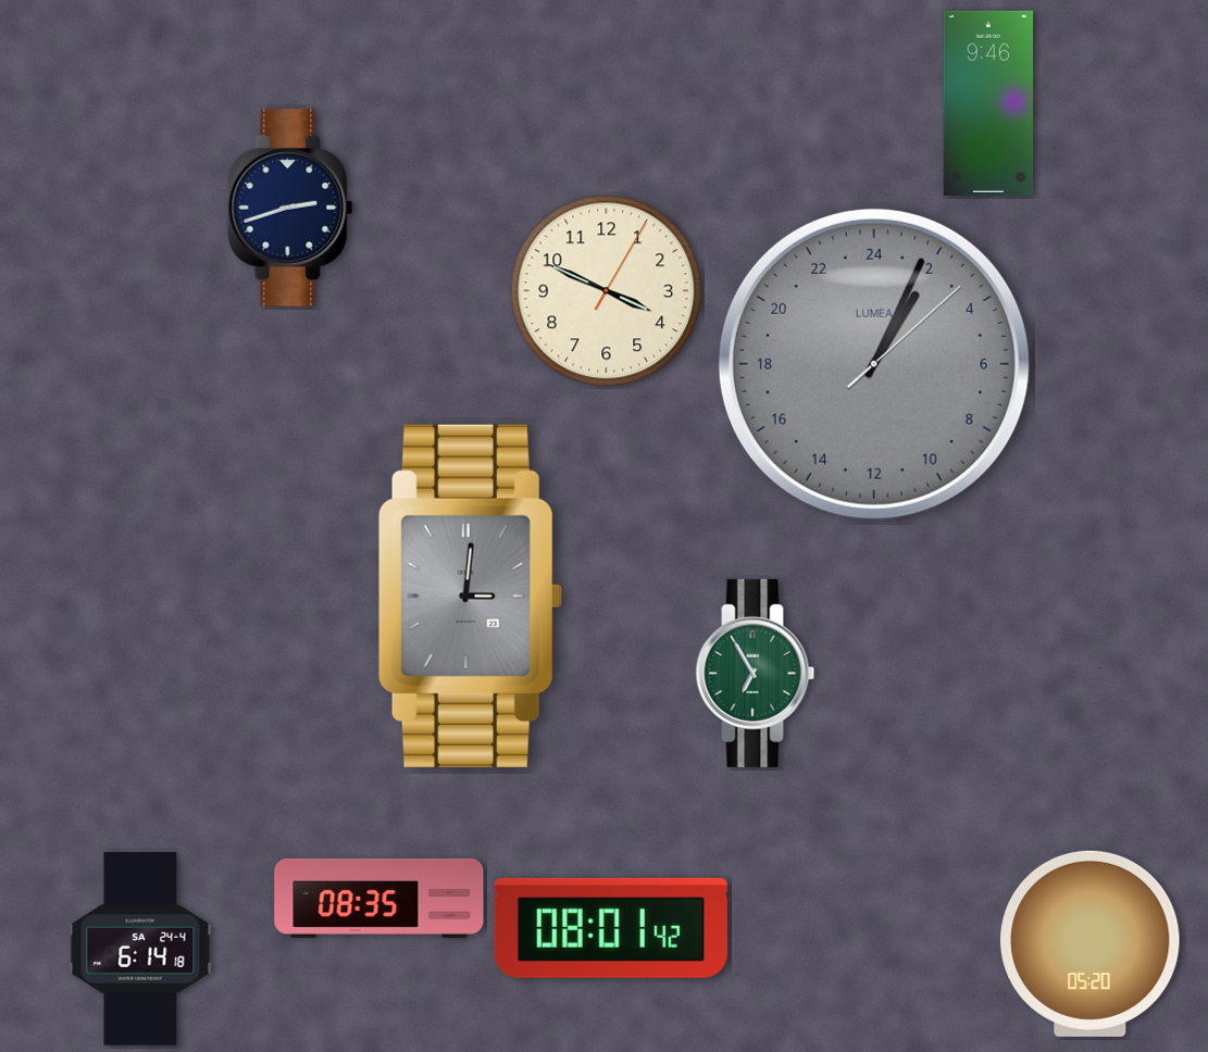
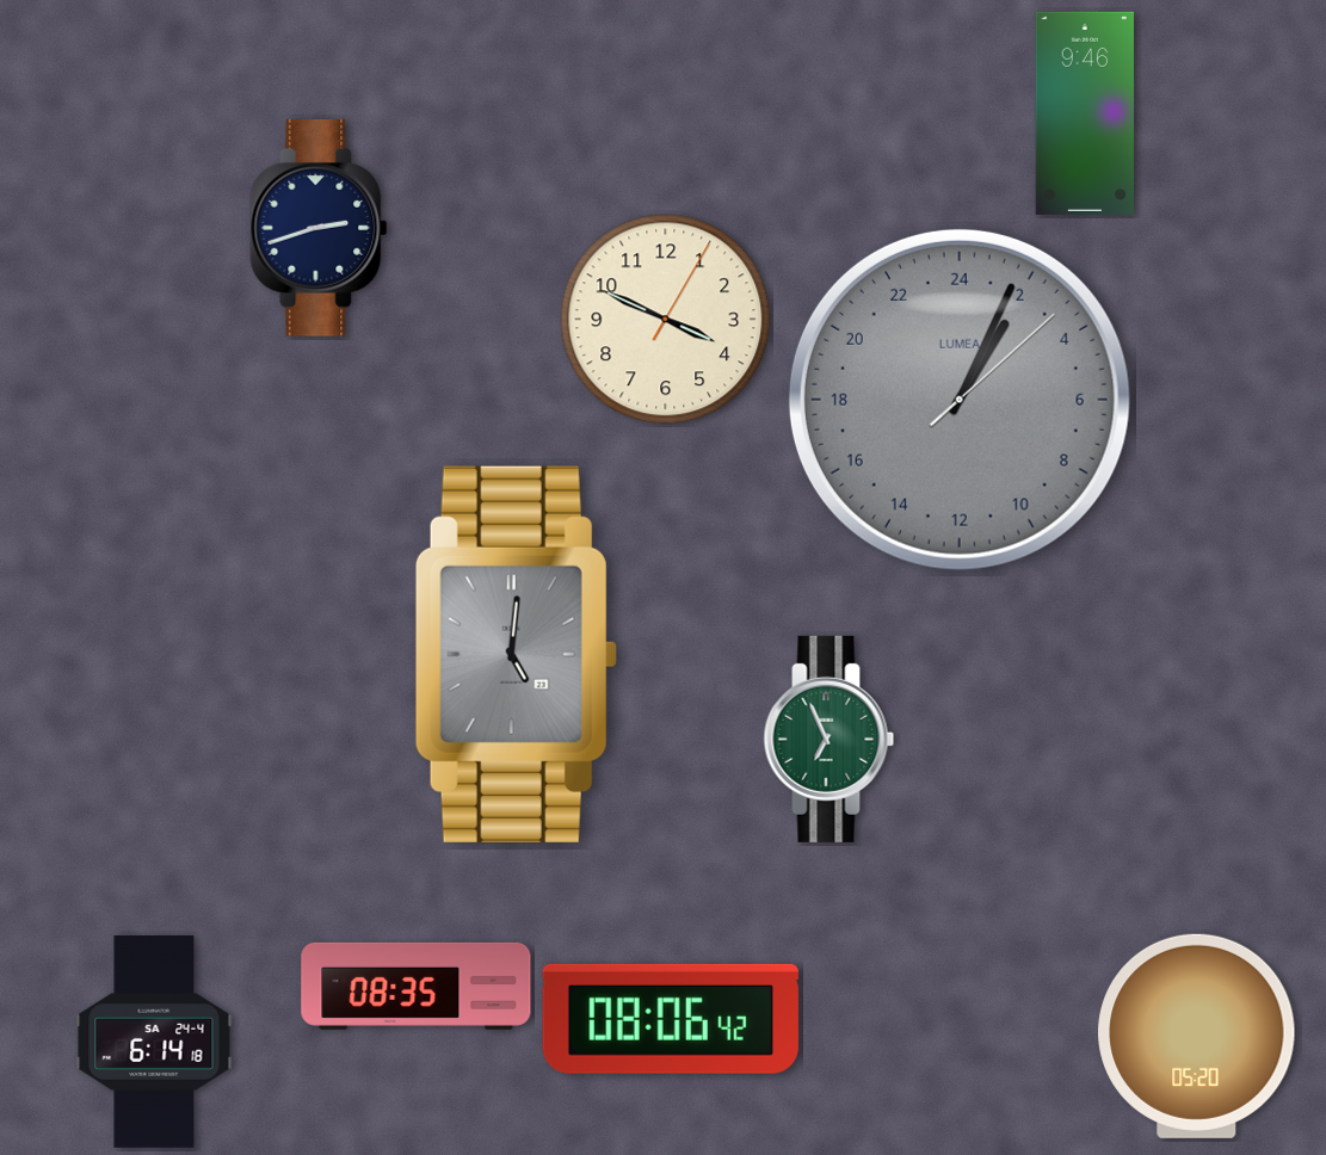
clock at (470, 596): 3:01 -> 5:01
clock at (756, 673): 6:55 -> 6:56
clock at (611, 928): 08:01 -> 08:06
